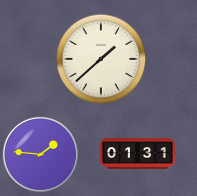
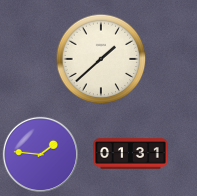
clock at (138, 154) position: (138, 154) -> (131, 154)
